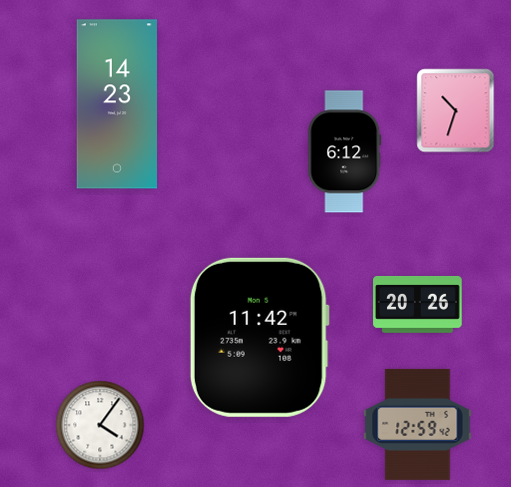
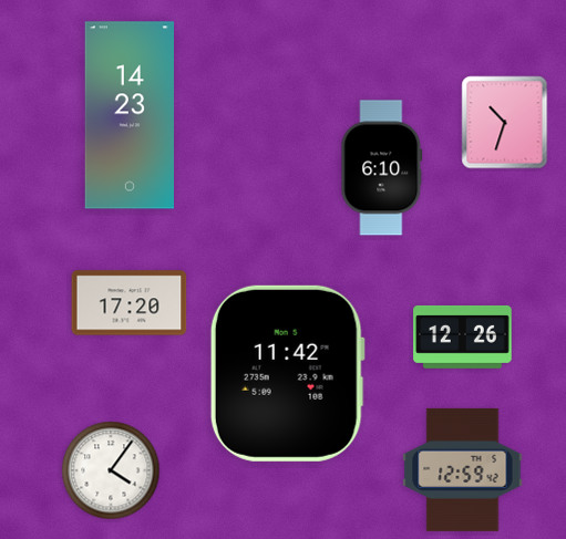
clock at (345, 152): 6:12 -> 6:10
clock at (130, 303): none -> 17:20
clock at (418, 304): 20:26 -> 12:26
